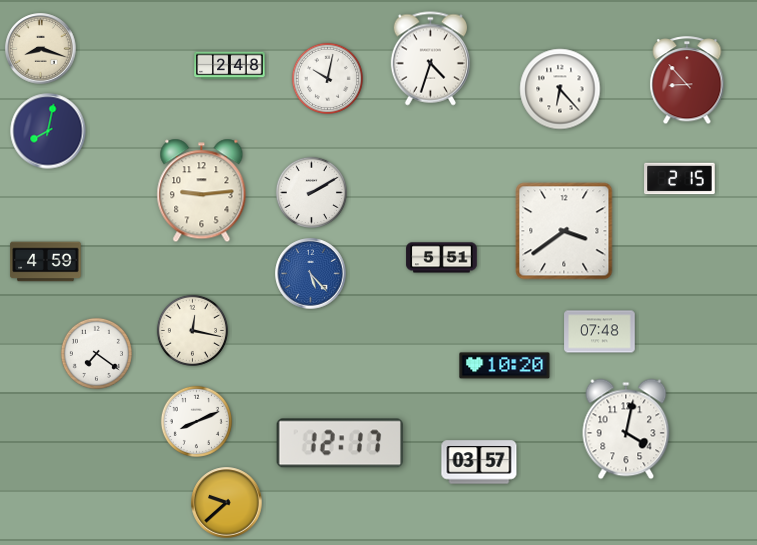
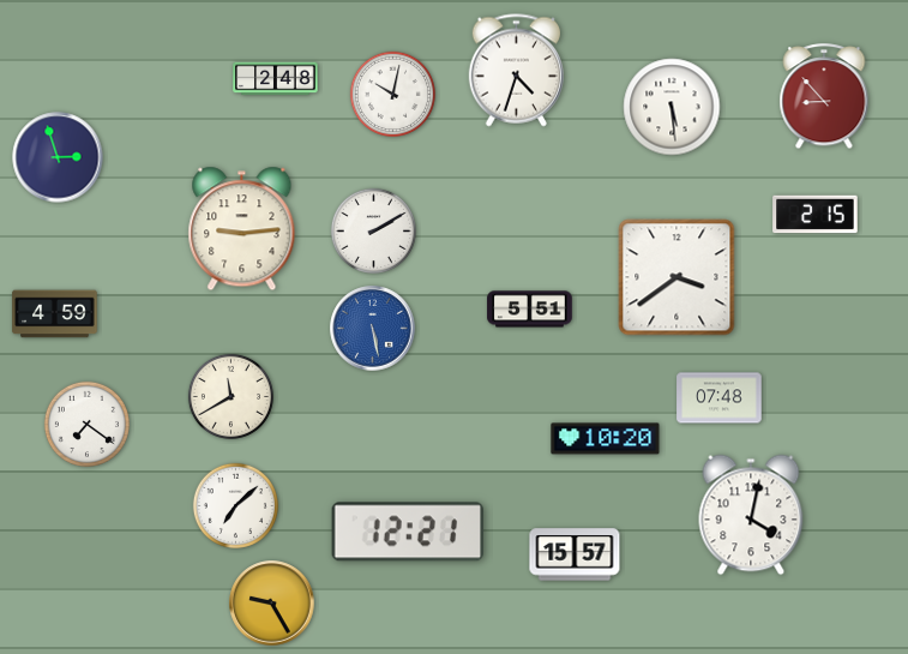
clock at (41, 49): 8:18 -> none
clock at (560, 89): 6:23 -> 5:29
clock at (48, 131): 8:02 -> 2:57
clock at (311, 274): 5:23 -> 5:28
clock at (192, 330): 12:17 -> 11:40
clock at (96, 353) position: (96, 353) -> (86, 424)
clock at (196, 421): 8:11 -> 7:08
clock at (339, 443): 12:17 -> 12:21
clock at (479, 462): 03:57 -> 15:57
clock at (227, 503): 9:38 -> 9:25
